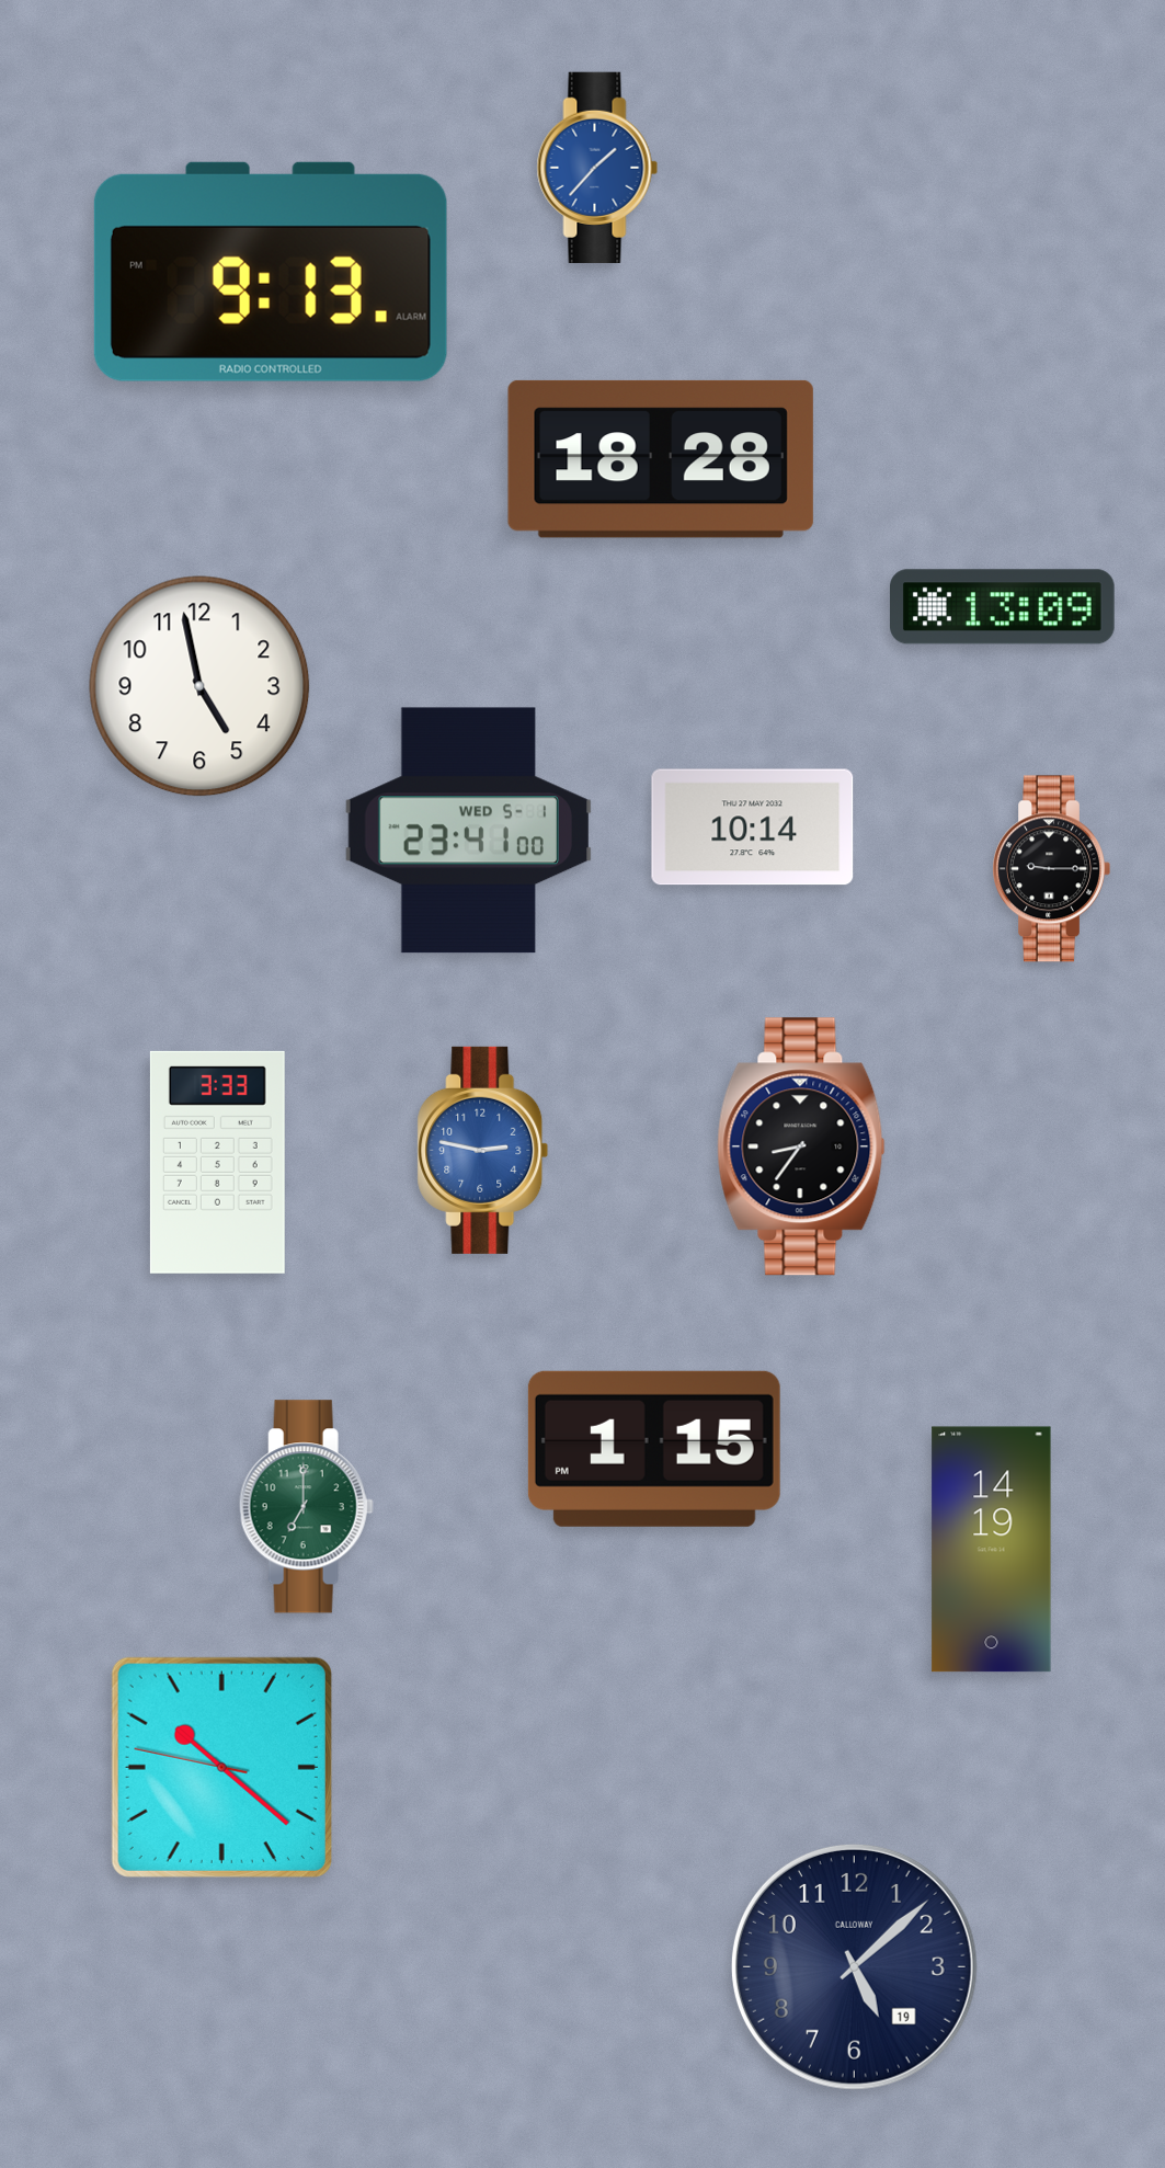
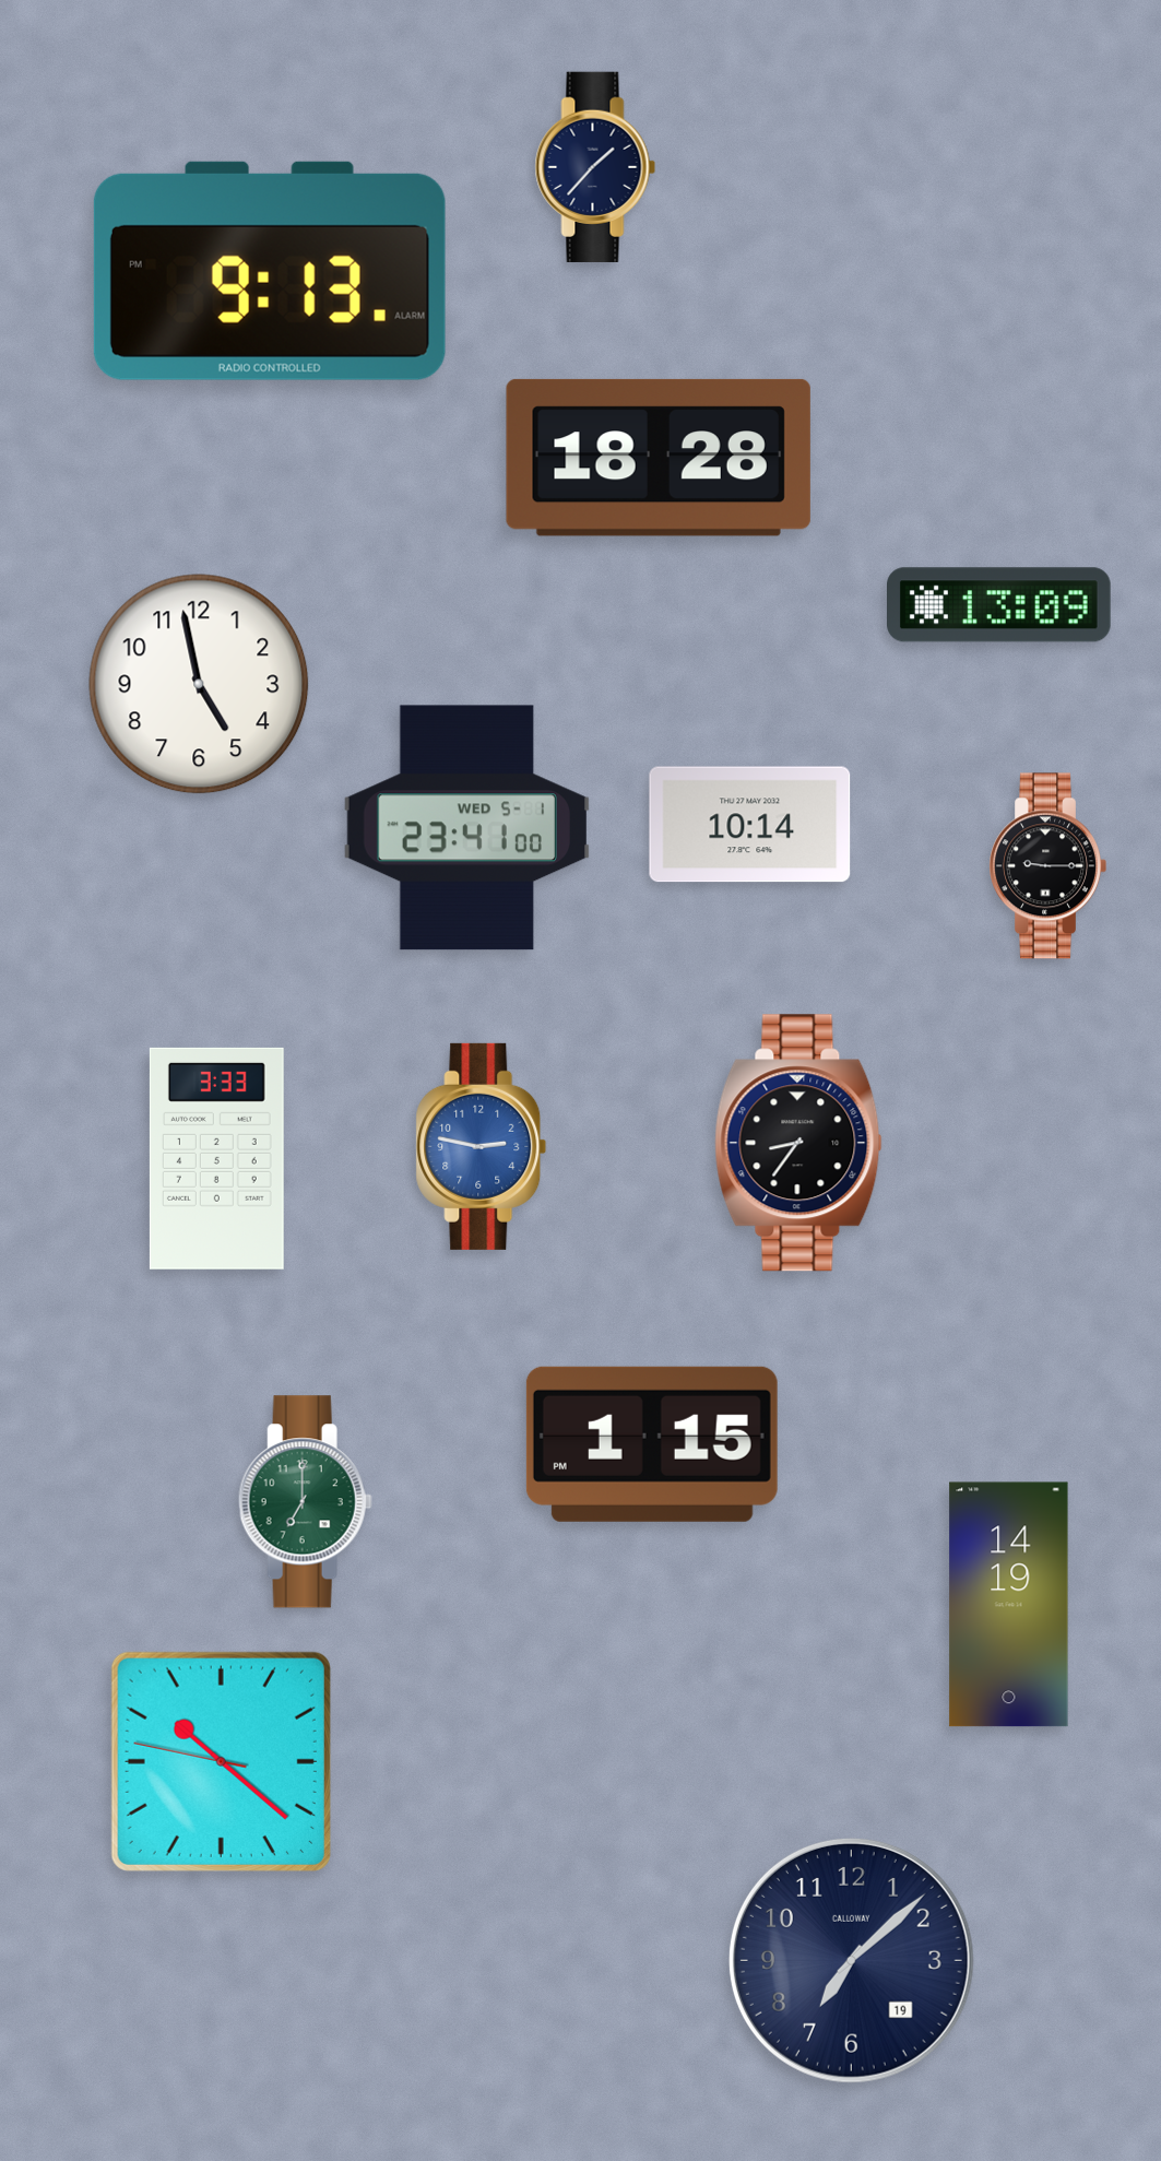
clock at (597, 168) dial: blue -> navy
clock at (992, 1550) position: (992, 1550) -> (1009, 1605)
clock at (854, 1966): 5:08 -> 7:08
